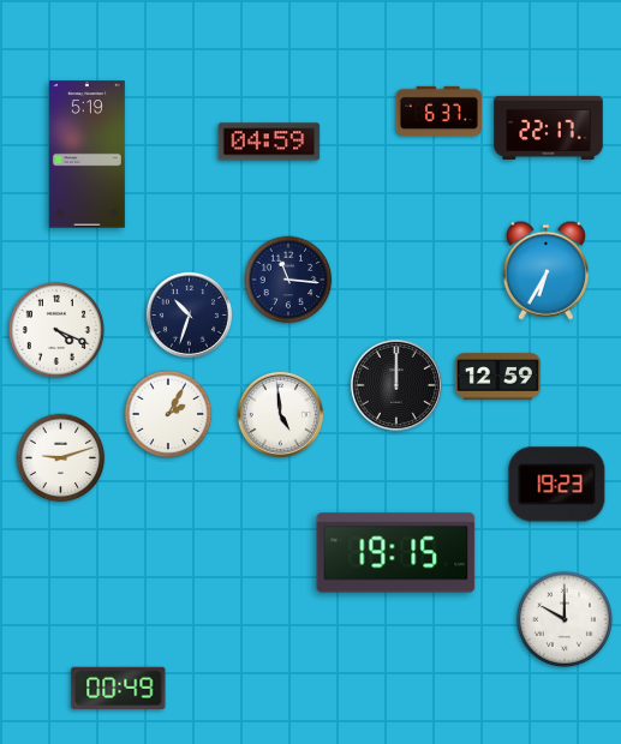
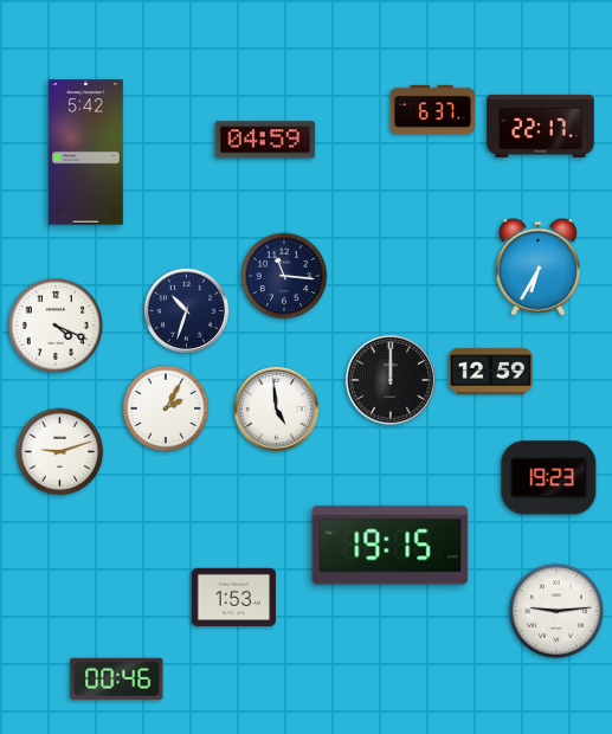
clock at (86, 155): 5:19 -> 5:42
clock at (233, 597): none -> 1:53
clock at (565, 619): 10:00 -> 9:14
clock at (119, 688): 00:49 -> 00:46
